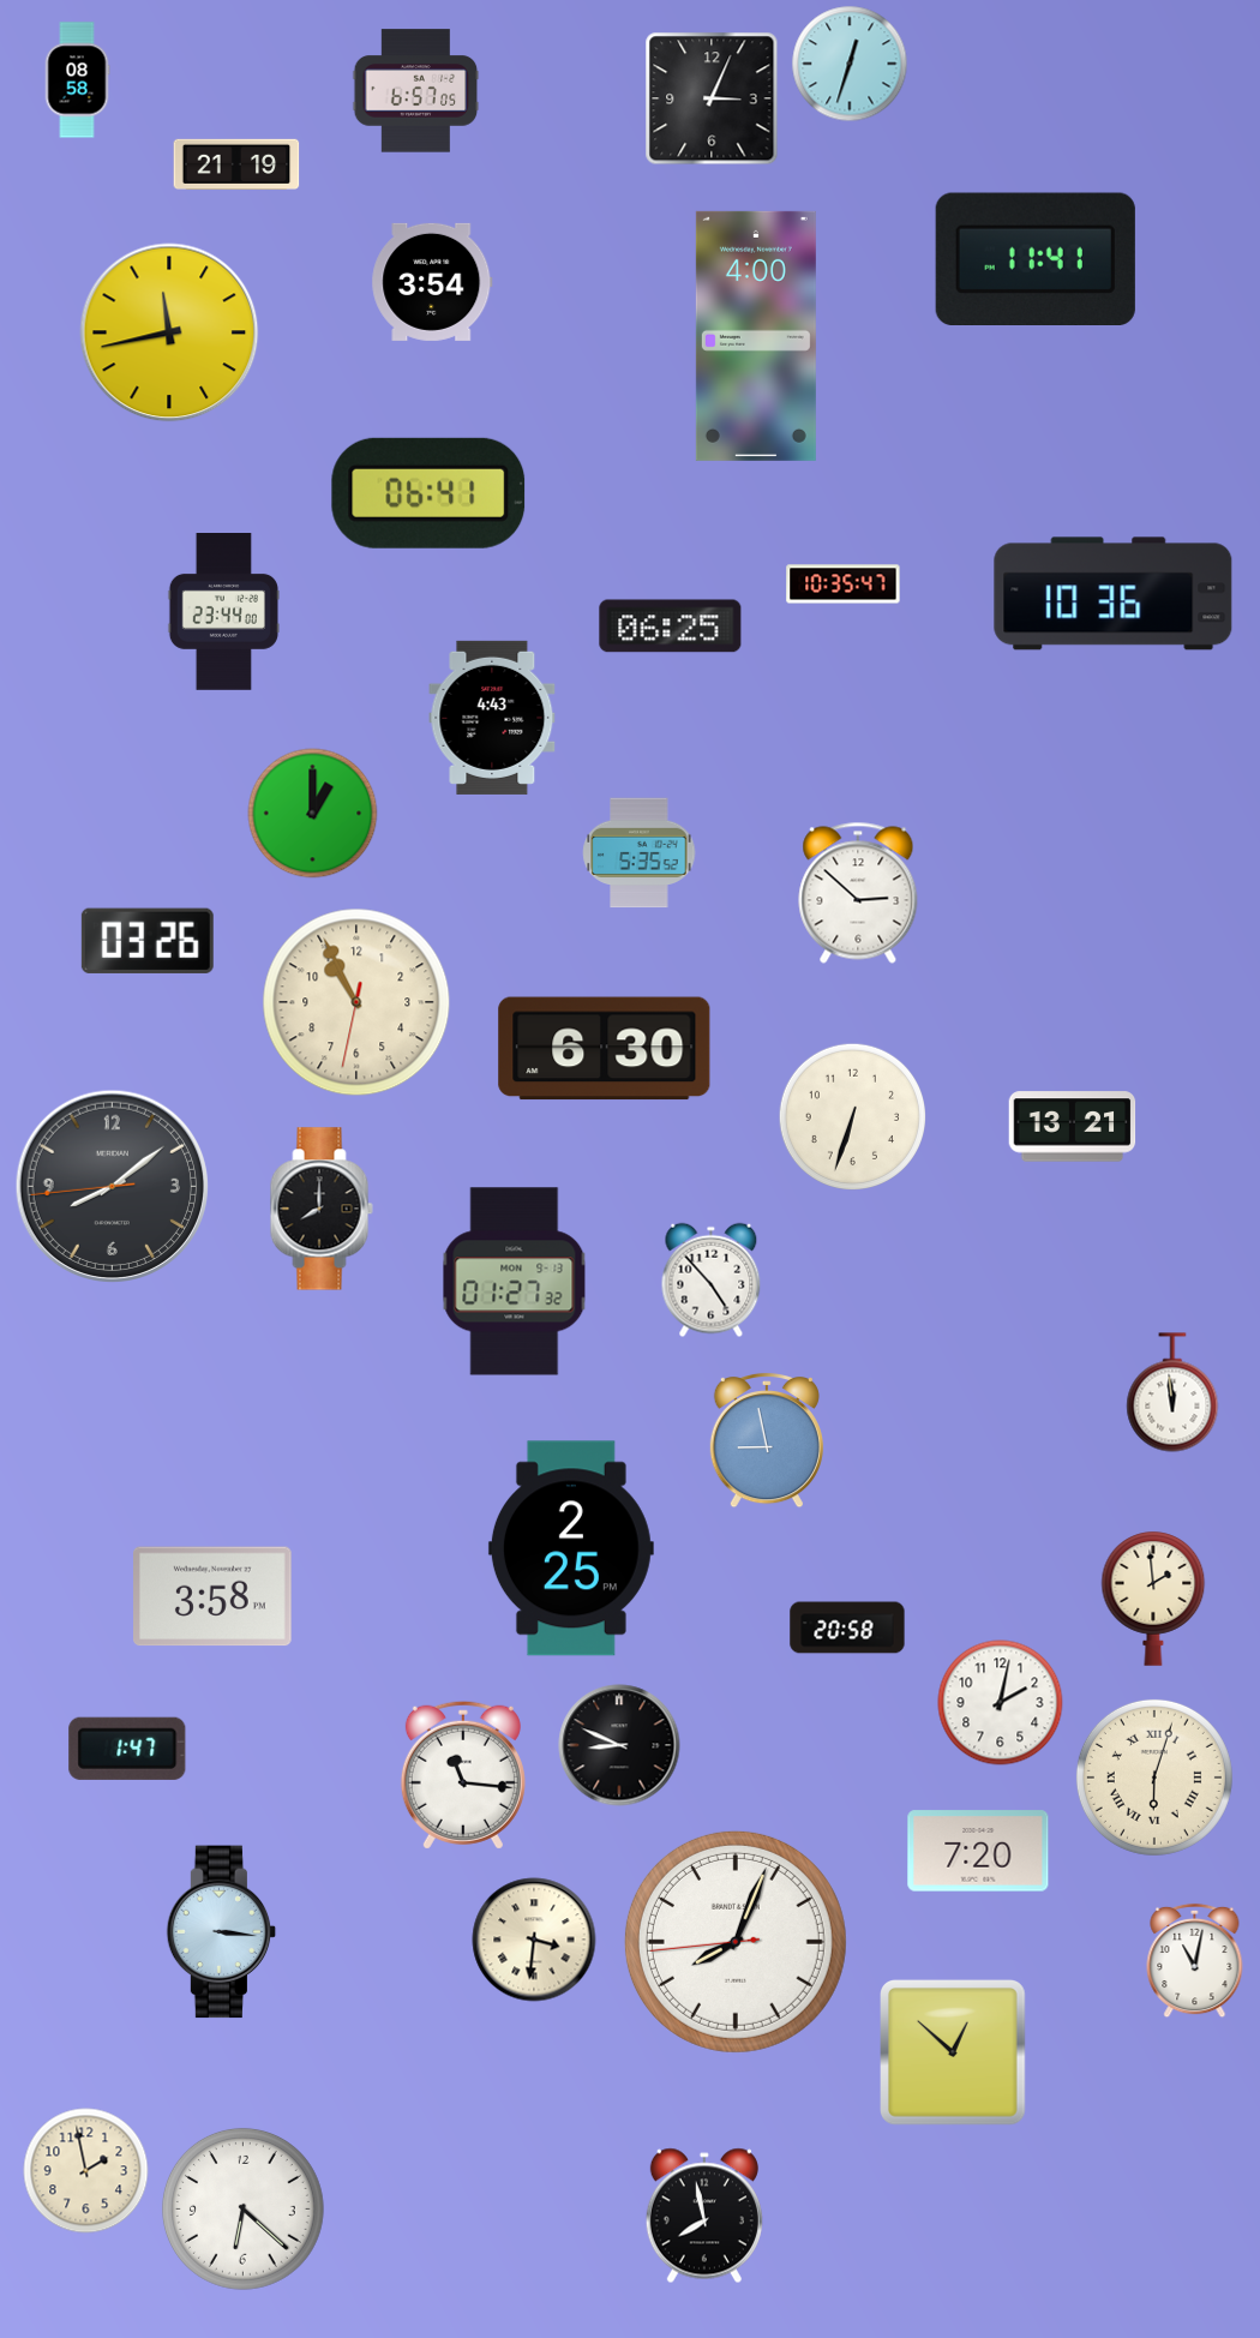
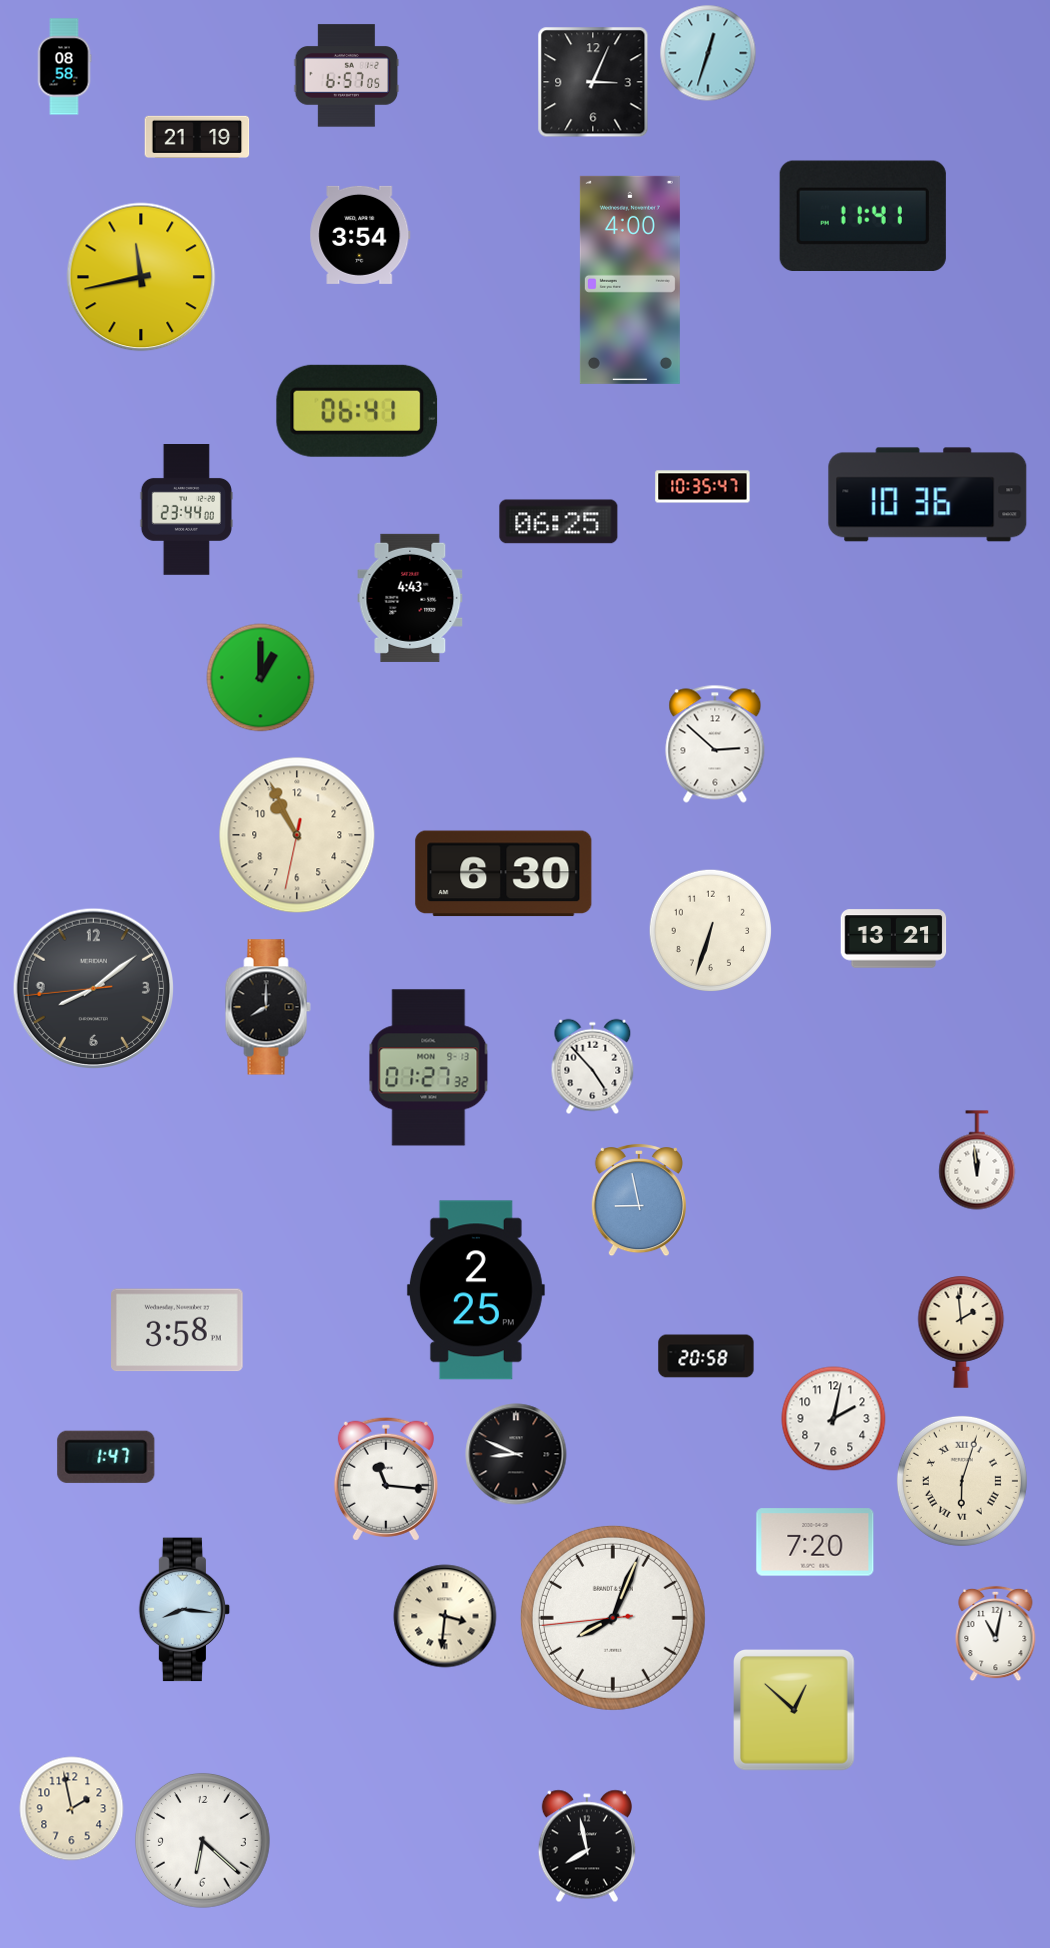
clock at (640, 853): 5:35 -> none
clock at (148, 941): 03:26 -> none
clock at (222, 1932): 3:16 -> 8:16
